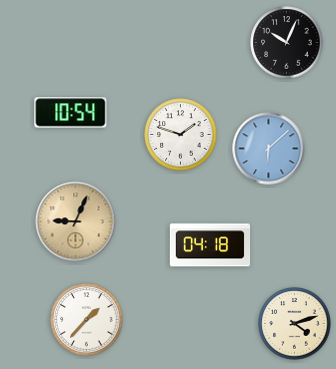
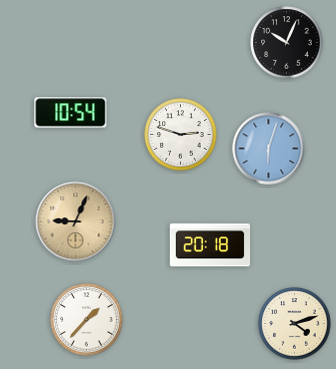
clock at (181, 135): 1:48 -> 2:48
clock at (269, 149): 6:08 -> 6:03
clock at (210, 245): 04:18 -> 20:18
